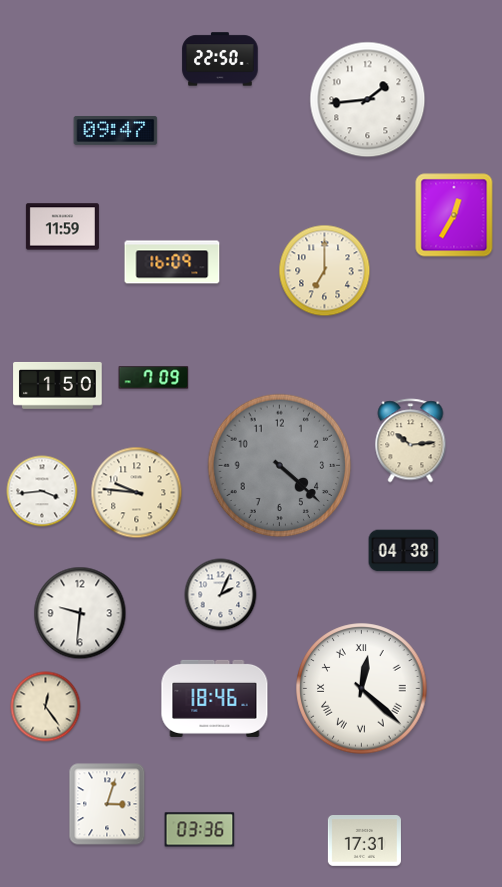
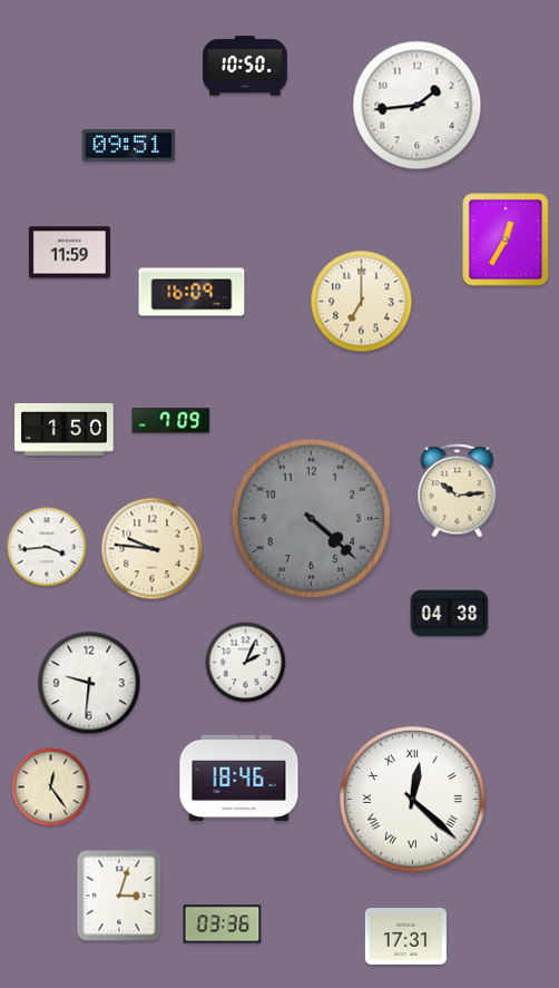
clock at (220, 59): 22:50 -> 10:50
clock at (368, 100) position: (368, 100) -> (418, 106)
clock at (116, 130): 09:47 -> 09:51
clock at (362, 689) position: (362, 689) -> (413, 800)
